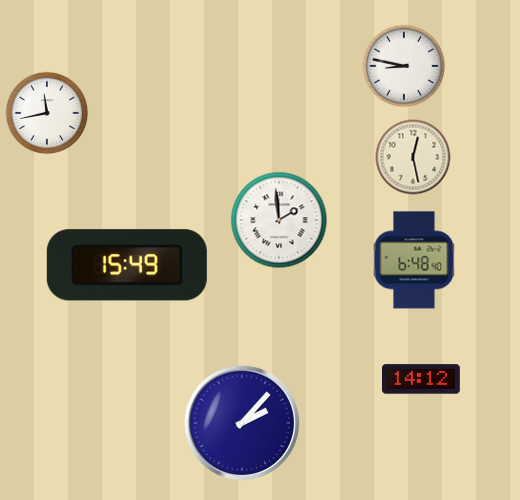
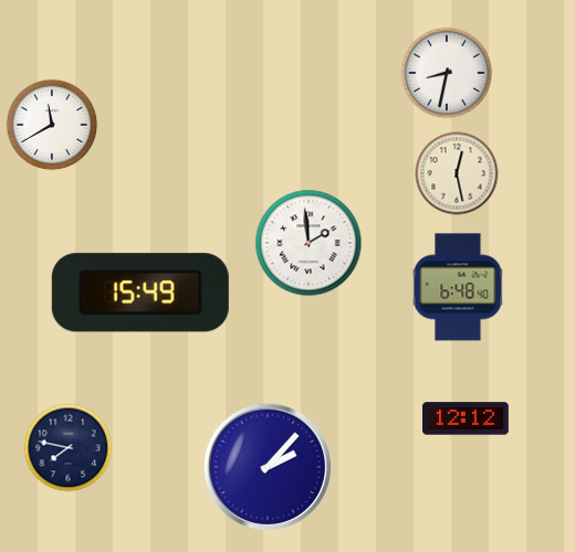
clock at (404, 66): 8:47 -> 8:32
clock at (47, 113): 11:43 -> 11:40
clock at (422, 379): 14:12 -> 12:12
clock at (69, 448): none -> 7:47
